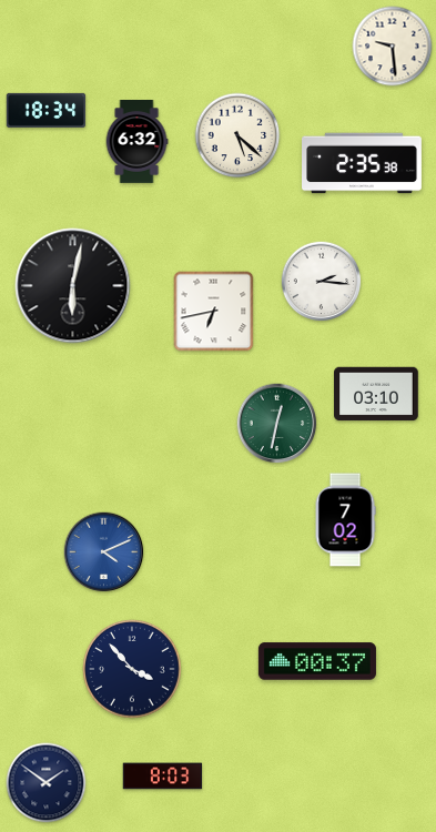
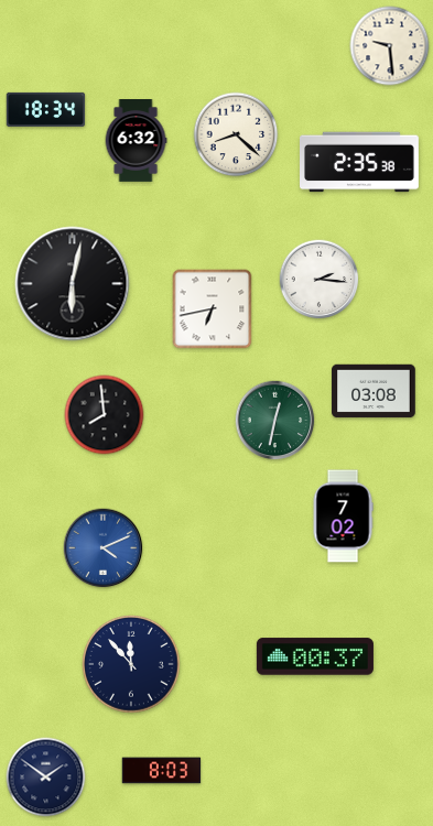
clock at (237, 135): 5:22 -> 8:22
clock at (376, 394): 03:10 -> 03:08
clock at (105, 415): none -> 7:59
clock at (132, 669): 3:53 -> 11:53
